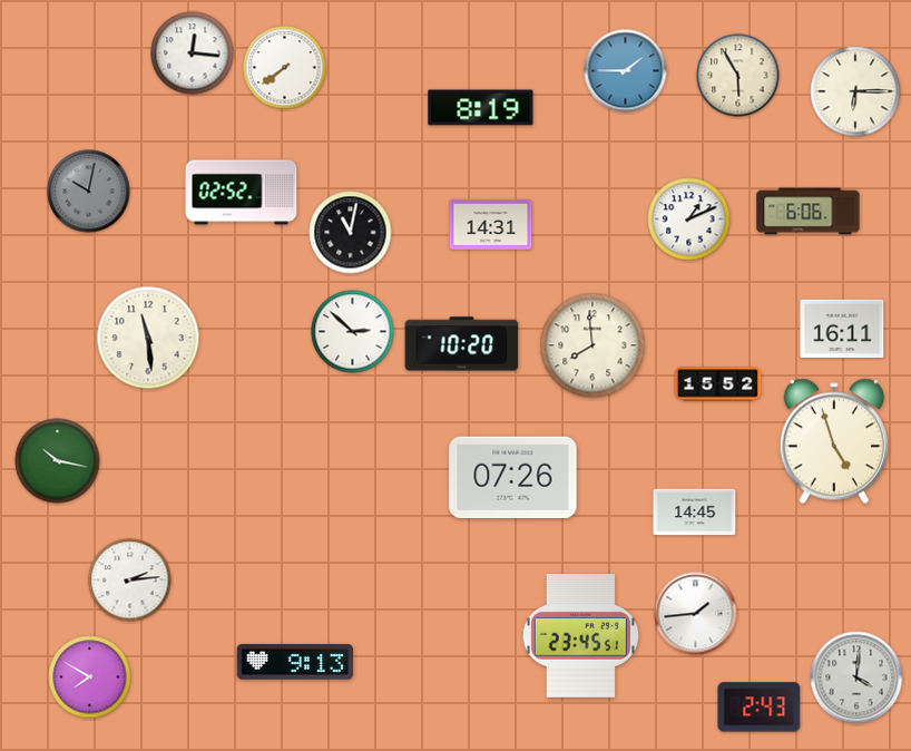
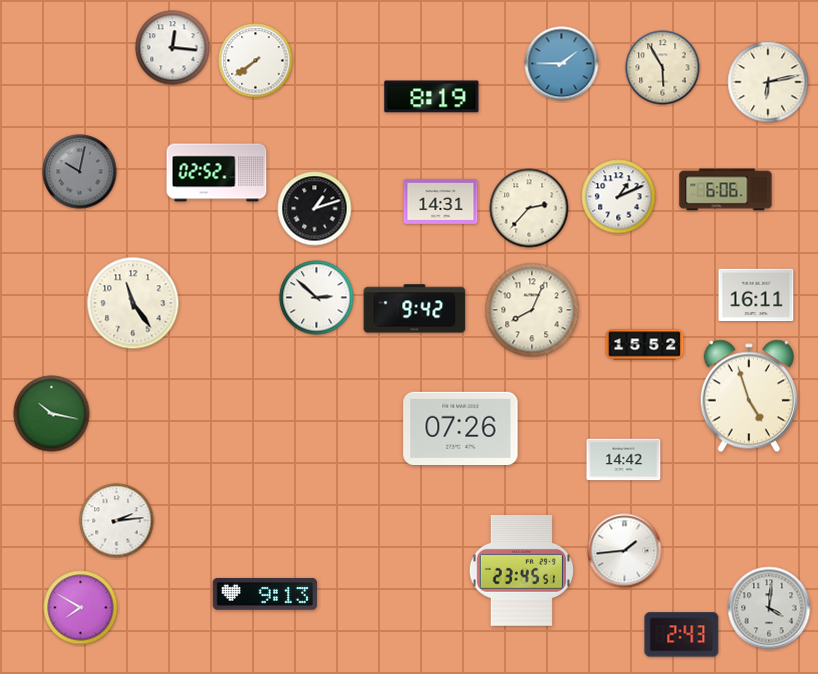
clock at (855, 91): 6:15 -> 6:13
clock at (529, 208): none -> 2:37
clock at (351, 233): 11:02 -> 1:12
clock at (148, 338): 11:29 -> 11:24
clock at (462, 344): 10:20 -> 9:42
clock at (592, 345): 7:59 -> 8:04
clock at (695, 513): 14:45 -> 14:42
